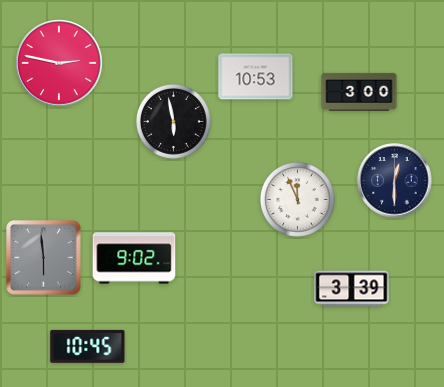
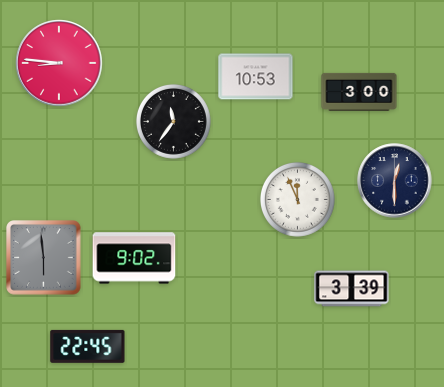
clock at (59, 63): 2:47 -> 8:46
clock at (173, 121): 5:58 -> 11:36
clock at (88, 346): 10:45 -> 22:45
